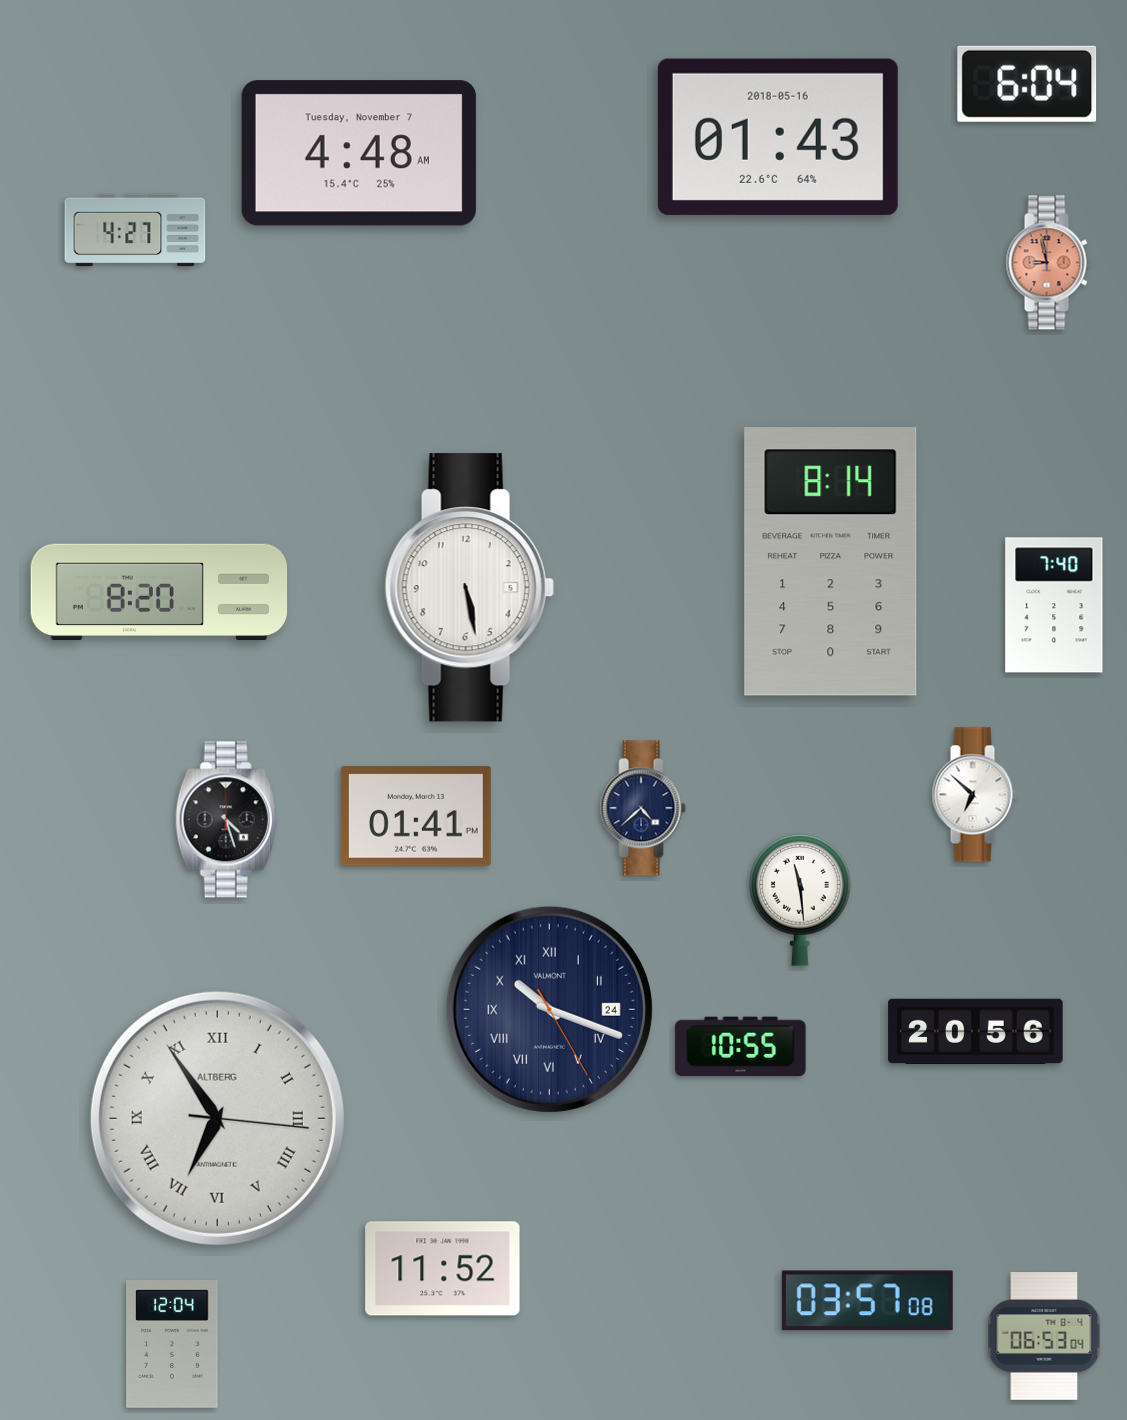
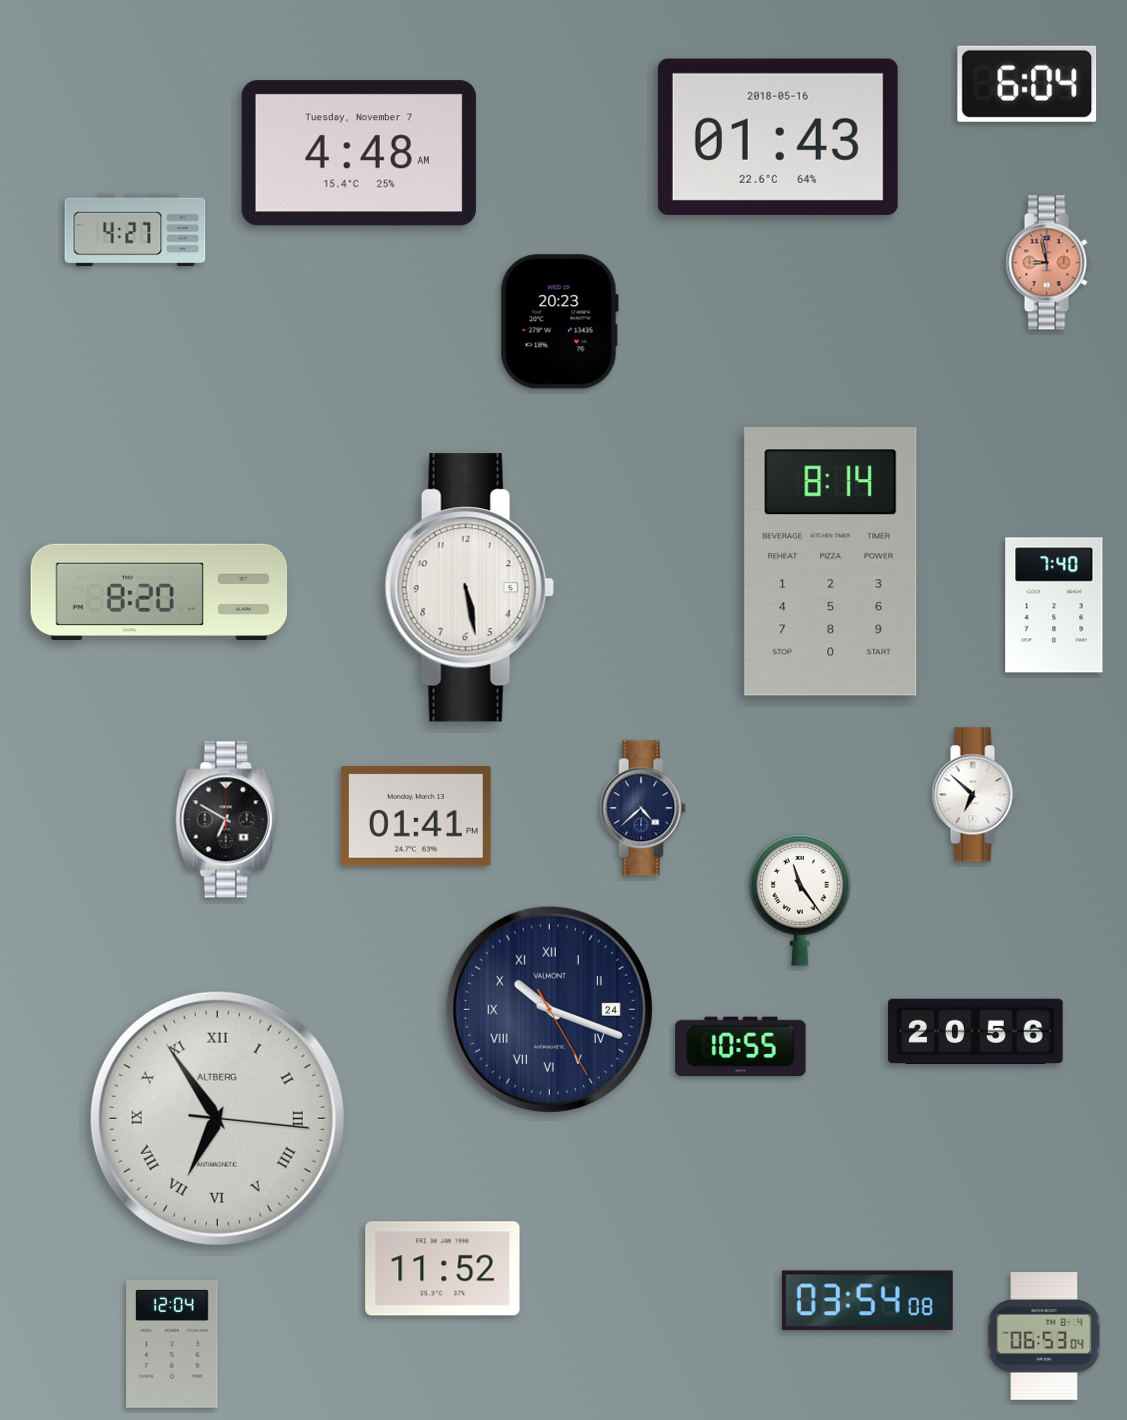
clock at (559, 322): none -> 20:23
clock at (227, 820): 4:27 -> 6:50
clock at (800, 900): 11:29 -> 11:24
clock at (867, 1301): 03:57 -> 03:54
